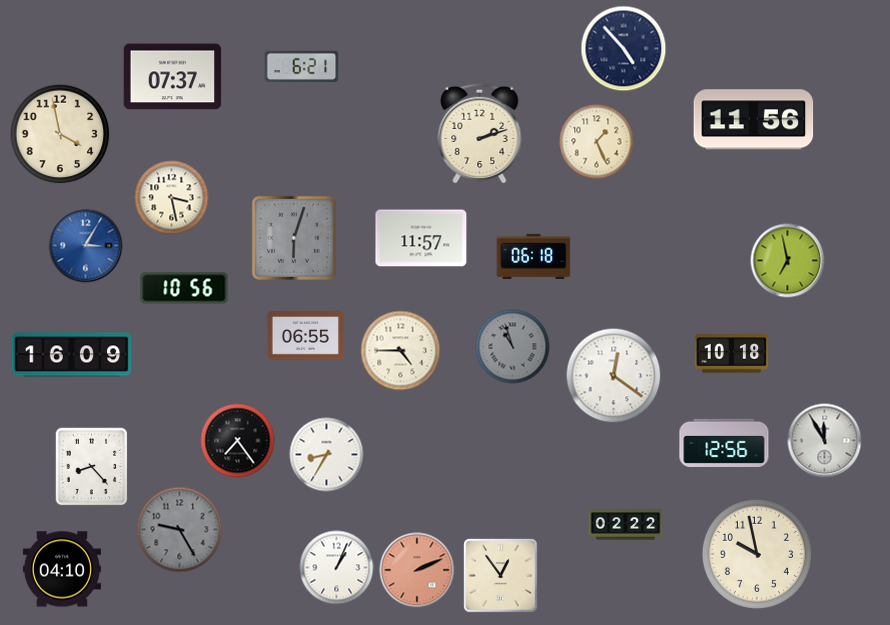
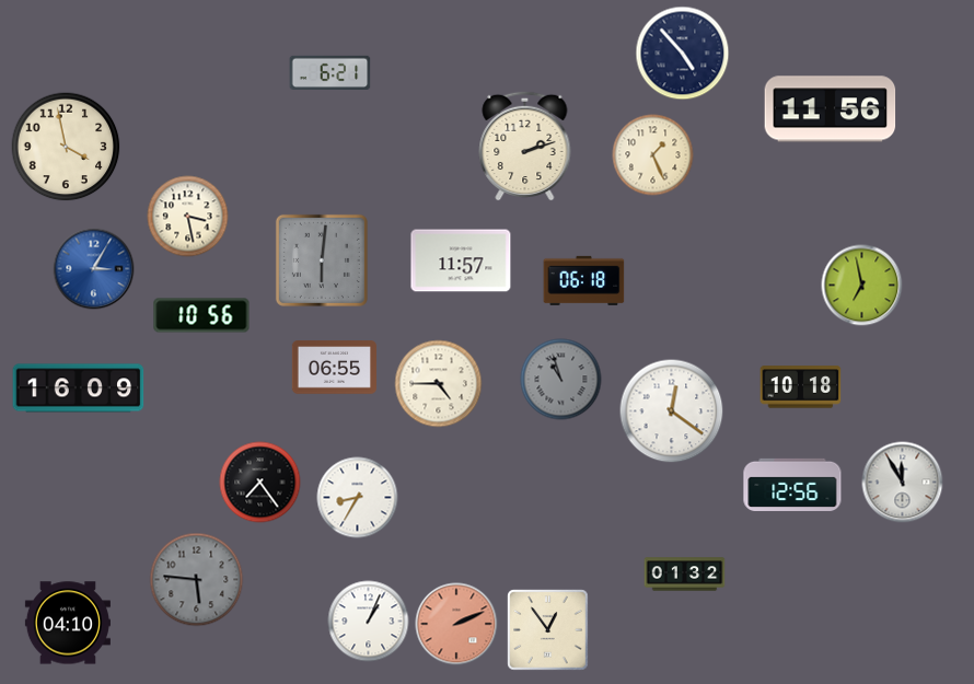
clock at (173, 77): 07:37 -> none
clock at (754, 120) position: (754, 120) -> (831, 109)
clock at (294, 238): 6:03 -> 6:01
clock at (92, 467): 8:23 -> none
clock at (626, 525): 02:22 -> 01:32
clock at (180, 530): 9:25 -> 5:46
clock at (757, 554): 9:58 -> none
